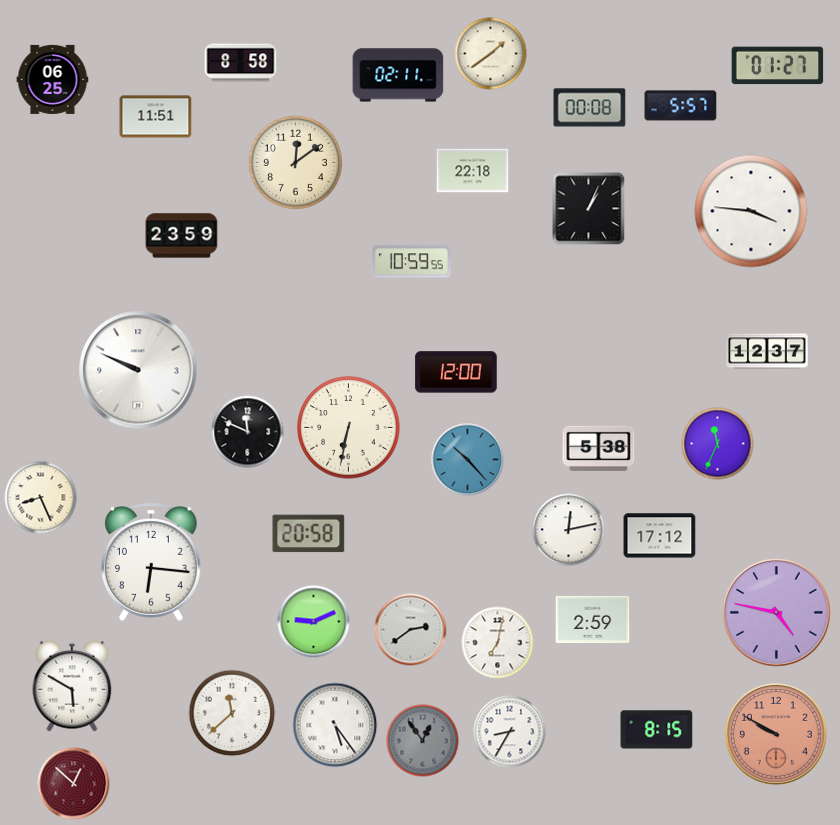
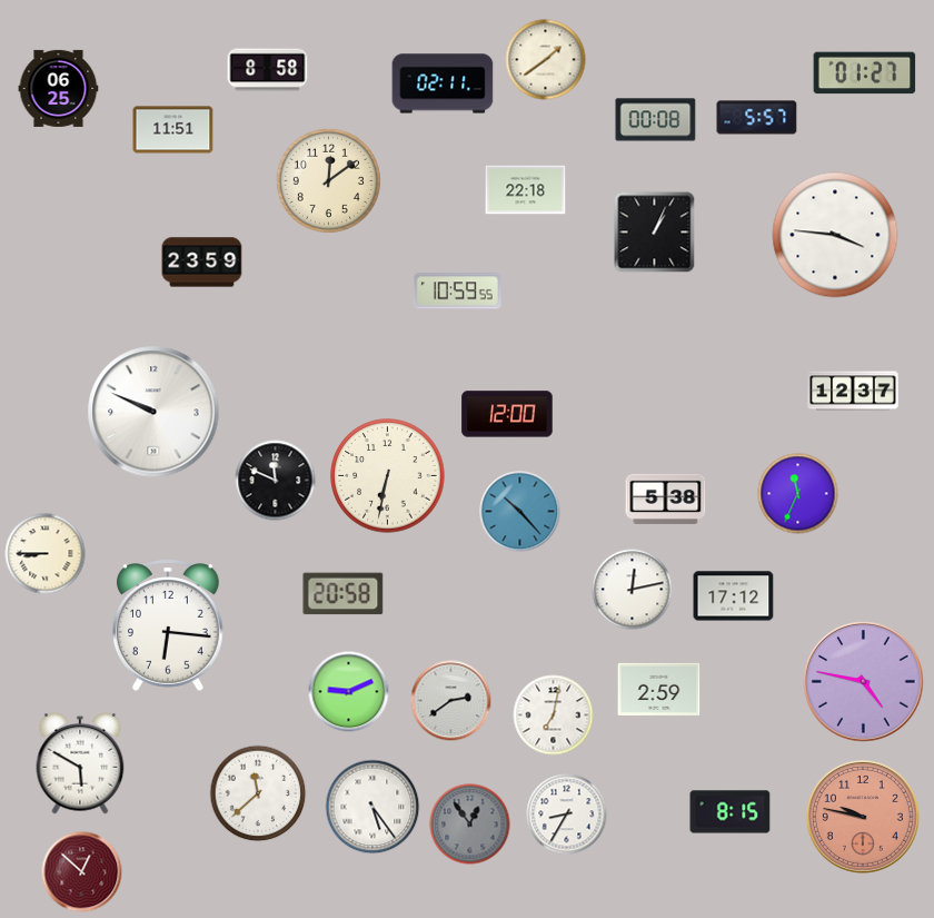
clock at (41, 498): 8:26 -> 8:45
clock at (411, 630) position: (411, 630) -> (451, 701)
clock at (776, 734): 9:50 -> 9:47
